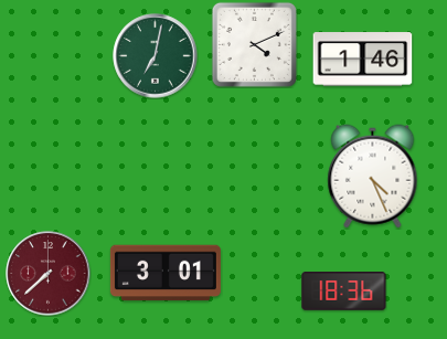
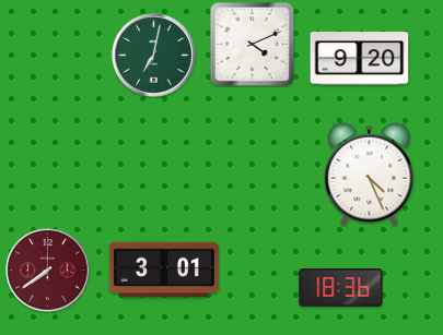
clock at (363, 60): 1:46 -> 9:20
clock at (49, 274): 7:38 -> 7:39
